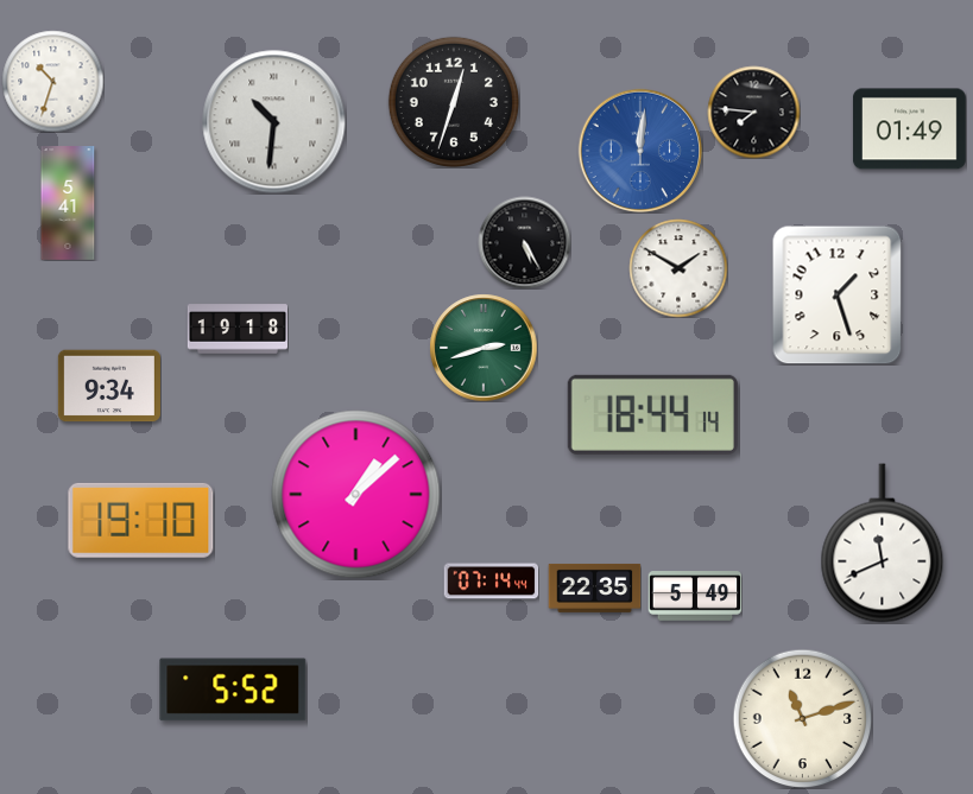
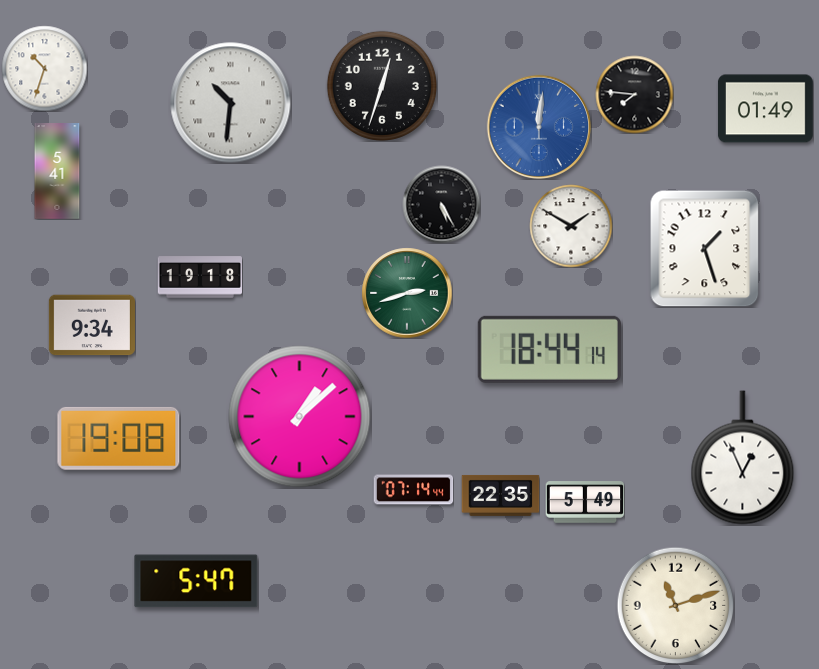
clock at (141, 520): 19:10 -> 19:08
clock at (883, 544): 11:41 -> 12:56
clock at (233, 690): 5:52 -> 5:47
